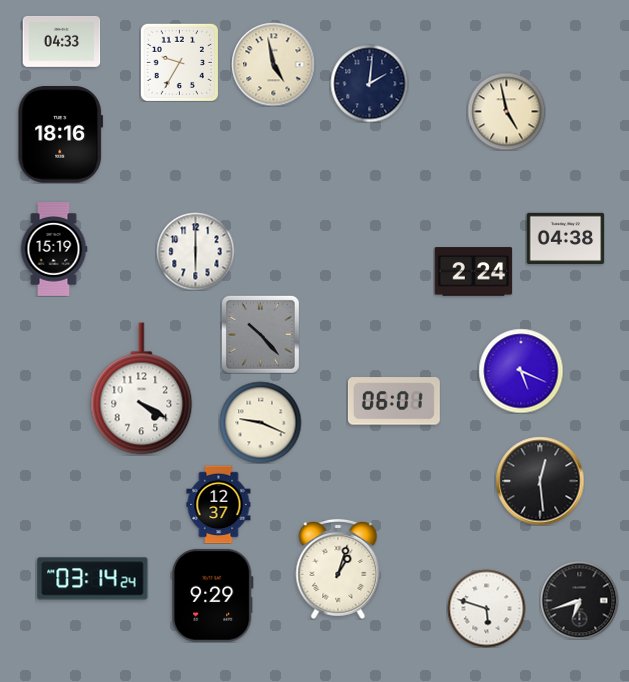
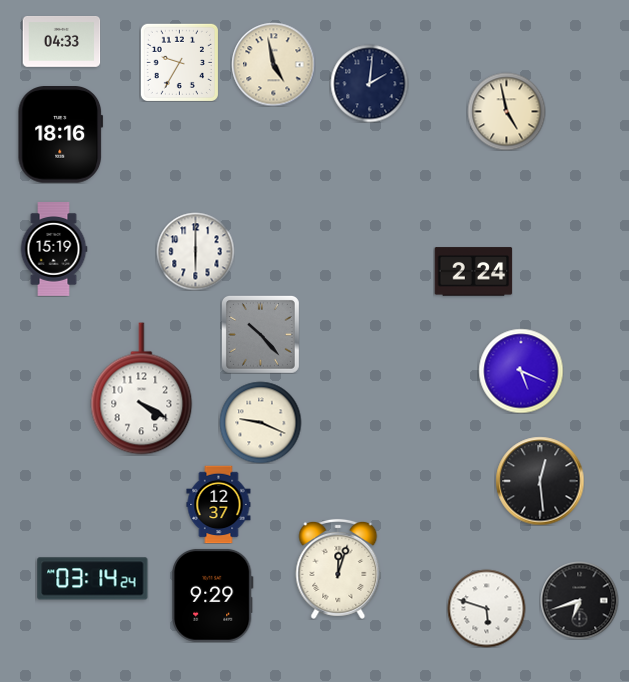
clock at (565, 238): 04:38 -> none
clock at (394, 401): 06:01 -> none
clock at (338, 569): 1:03 -> 12:03
